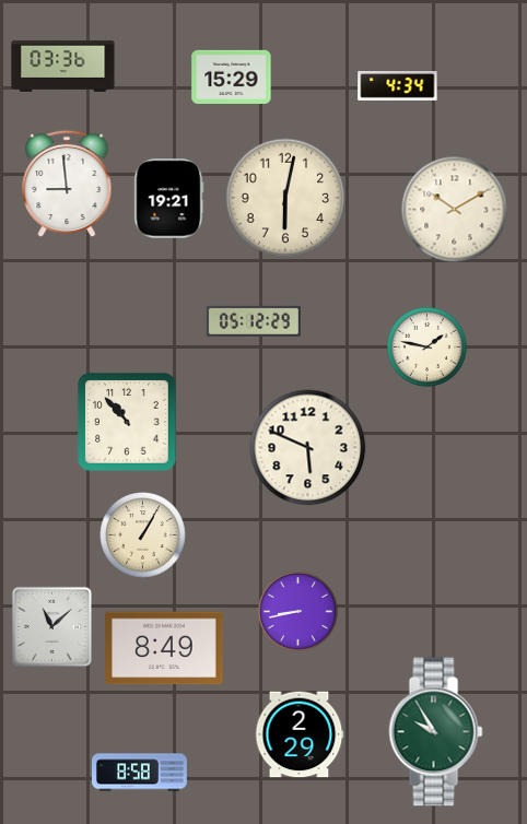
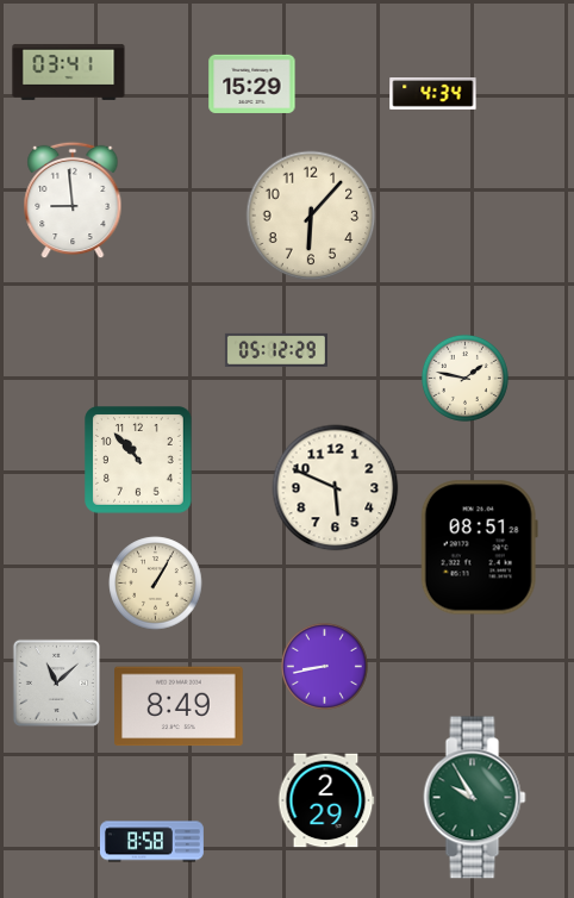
clock at (63, 66): 03:36 -> 03:41
clock at (285, 198): 6:02 -> 6:07
clock at (169, 199): 19:21 -> none
clock at (455, 210): 10:10 -> none
clock at (479, 548): none -> 08:51
